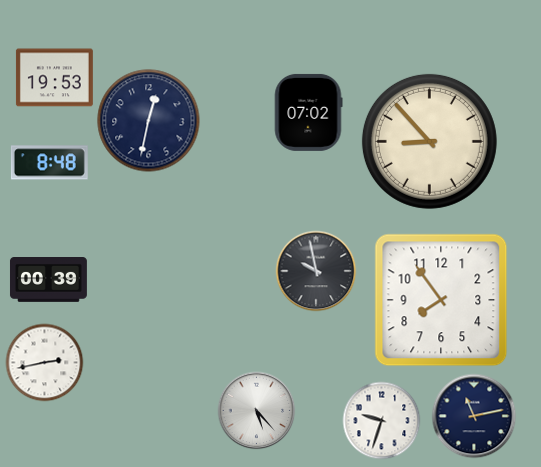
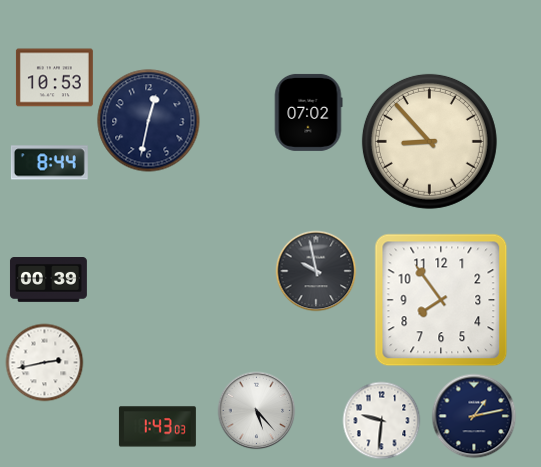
clock at (54, 78): 19:53 -> 10:53
clock at (49, 163): 8:48 -> 8:44
clock at (474, 416): 11:13 -> 1:13
clock at (381, 420): 9:33 -> 9:31
clock at (157, 427): none -> 1:43
